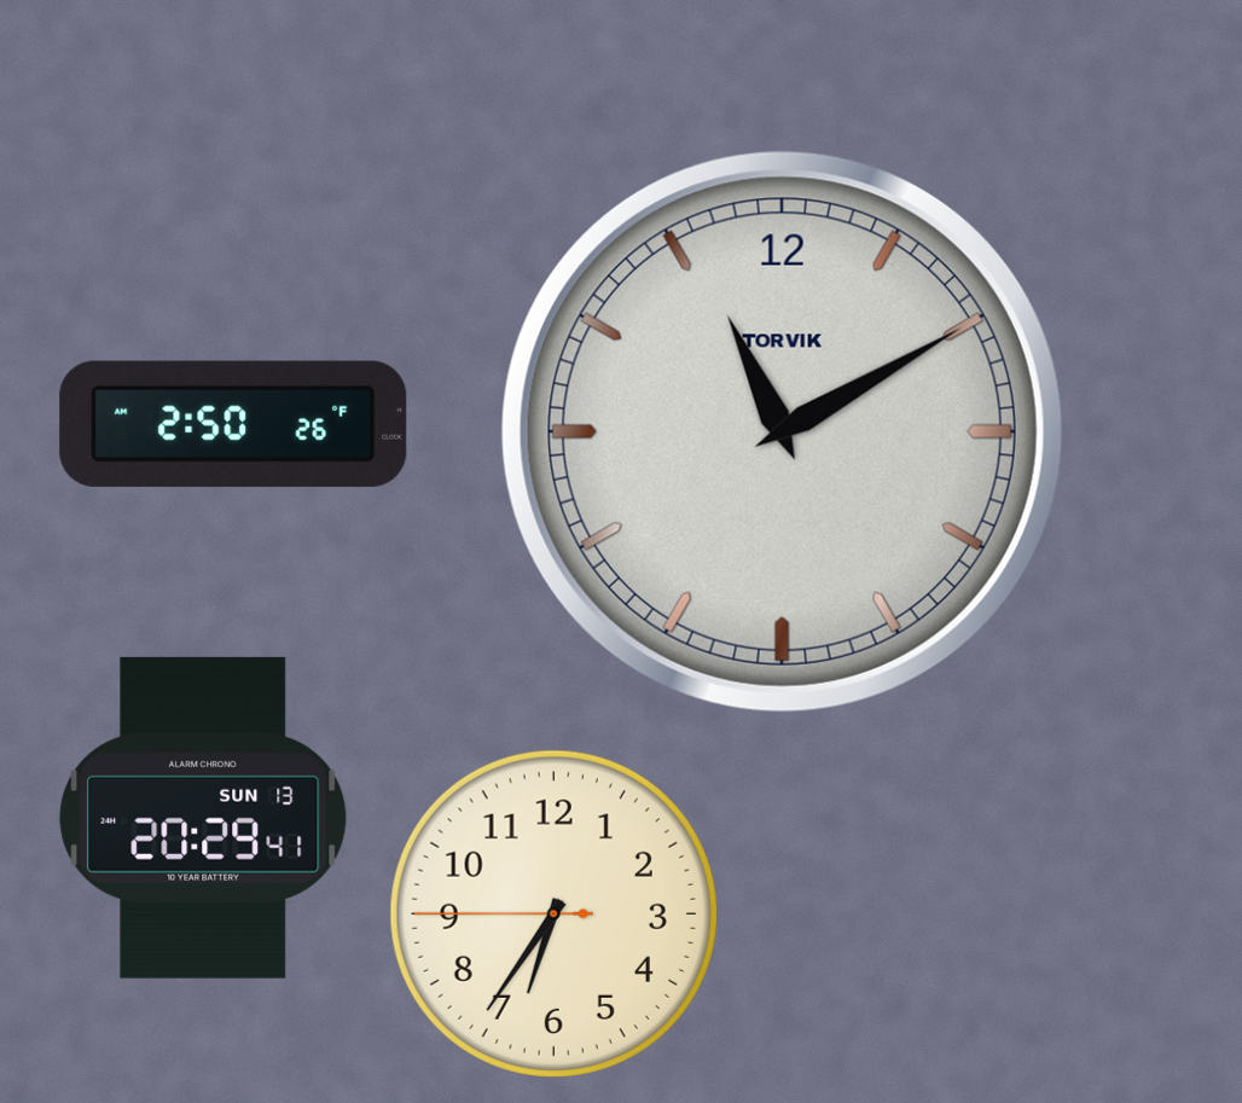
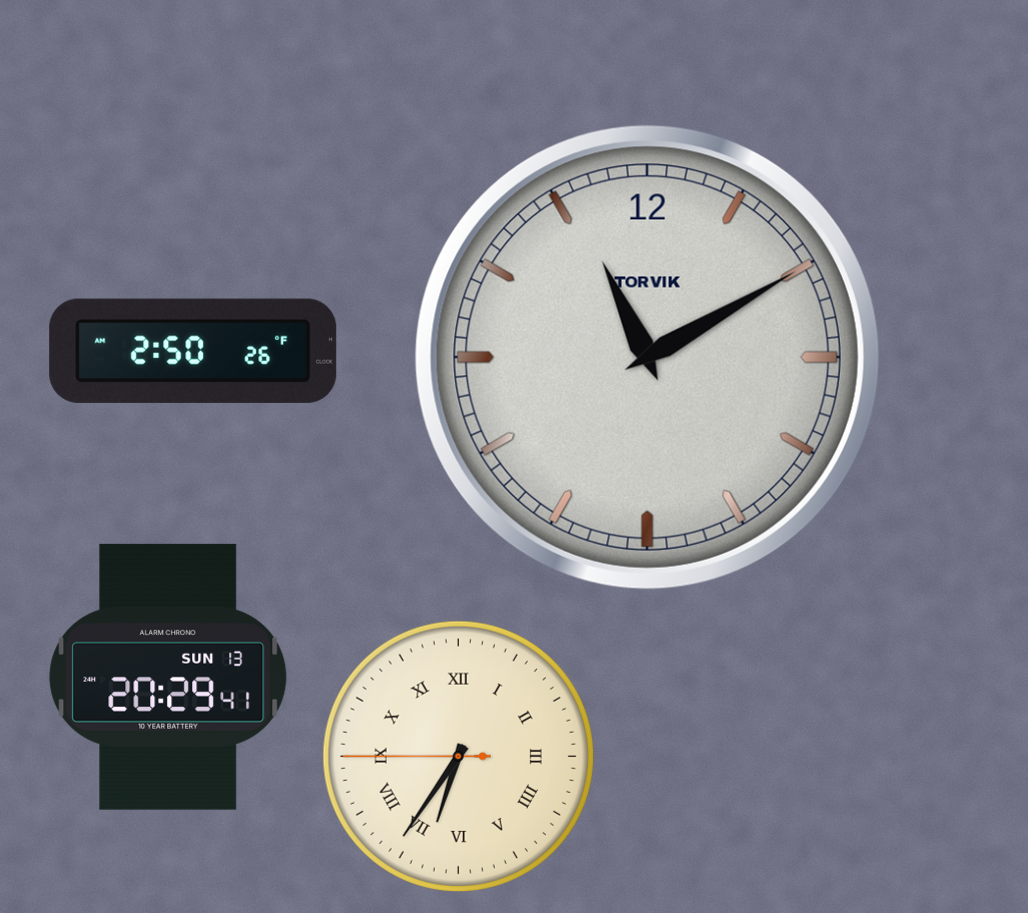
clock at (553, 913) numerals: Arabic -> Roman
